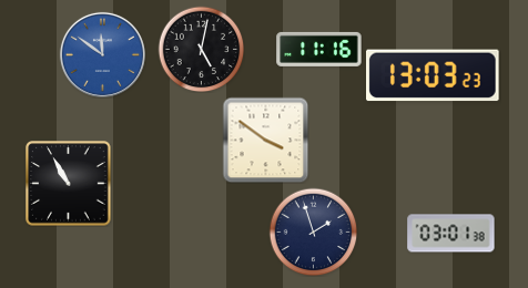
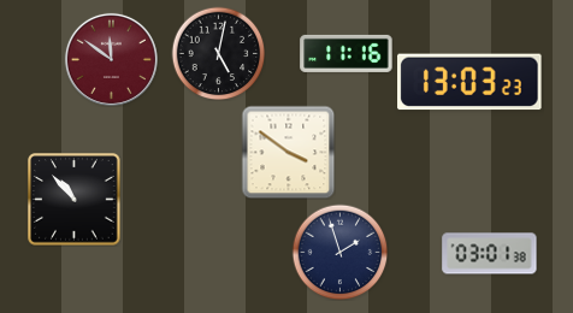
clock at (102, 54) dial: blue -> burgundy
clock at (69, 184): 10:55 -> 10:53
